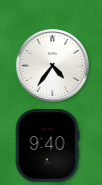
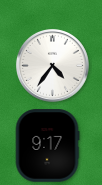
clock at (47, 146): 9:40 -> 9:17
